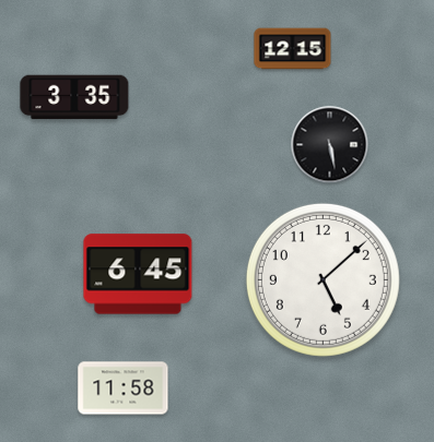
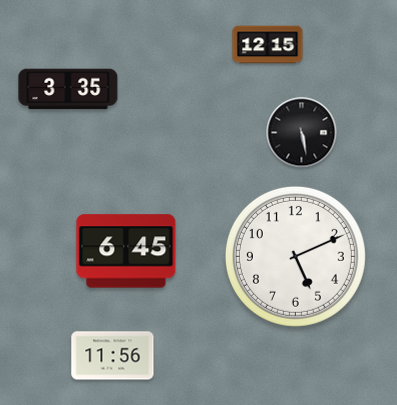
clock at (322, 279): 5:08 -> 5:11
clock at (124, 389): 11:58 -> 11:56
